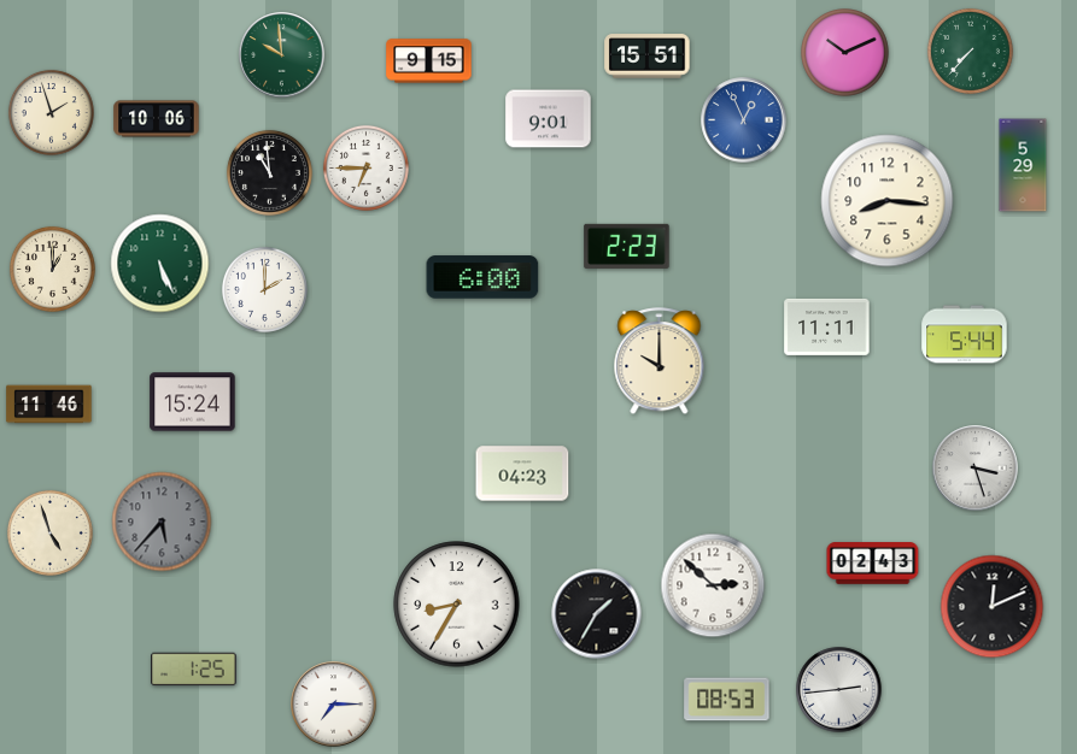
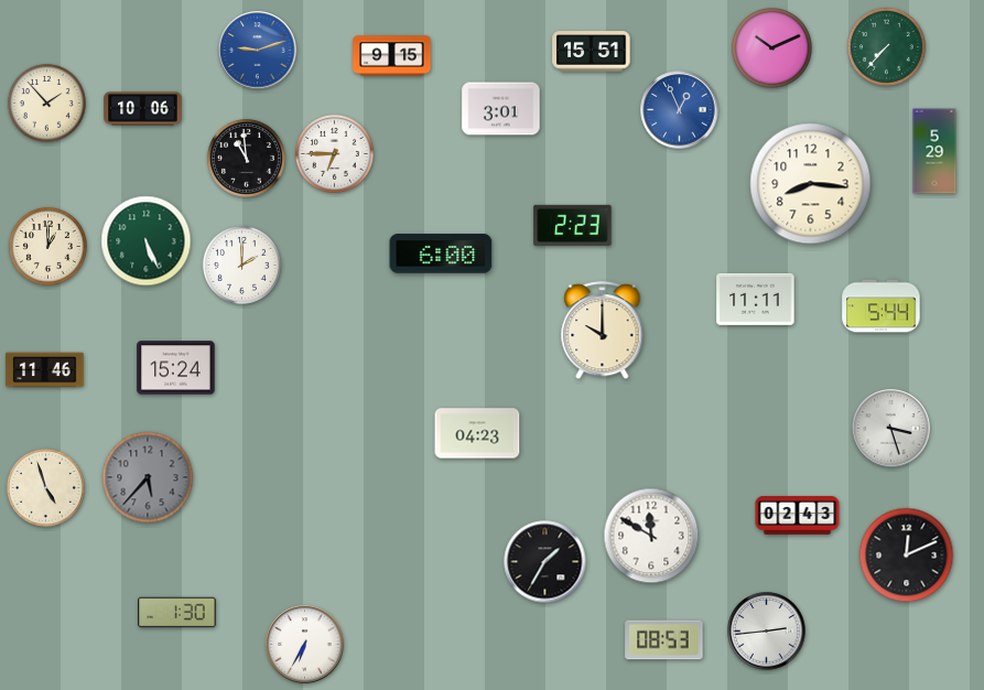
clock at (282, 55): 9:59 -> 9:12
clock at (282, 55) dial: green -> blue
clock at (51, 112): 1:57 -> 1:53
clock at (549, 119): 9:01 -> 3:01
clock at (713, 585): 2:52 -> 11:50
clock at (457, 605): 8:35 -> none
clock at (194, 670): 1:25 -> 1:30
clock at (334, 705): 7:15 -> 6:35
